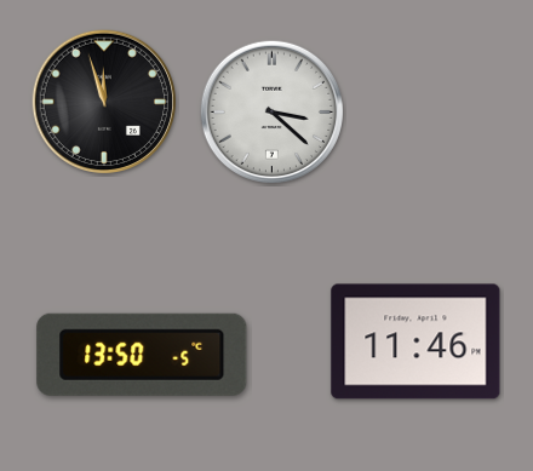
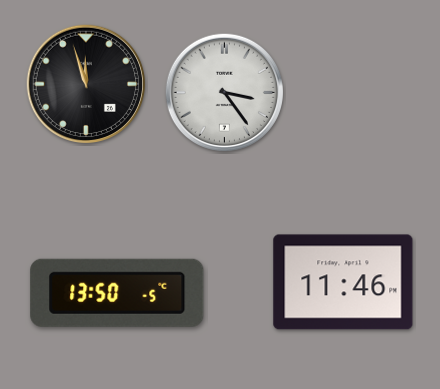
clock at (271, 111): 3:22 -> 3:24
